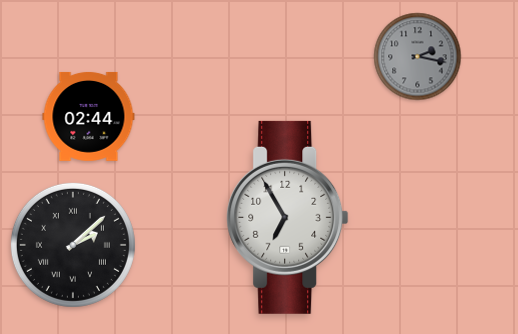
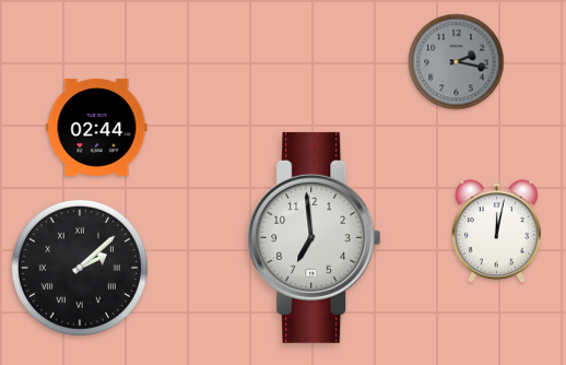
clock at (496, 232): none -> 12:02
clock at (288, 217): 6:55 -> 6:59
